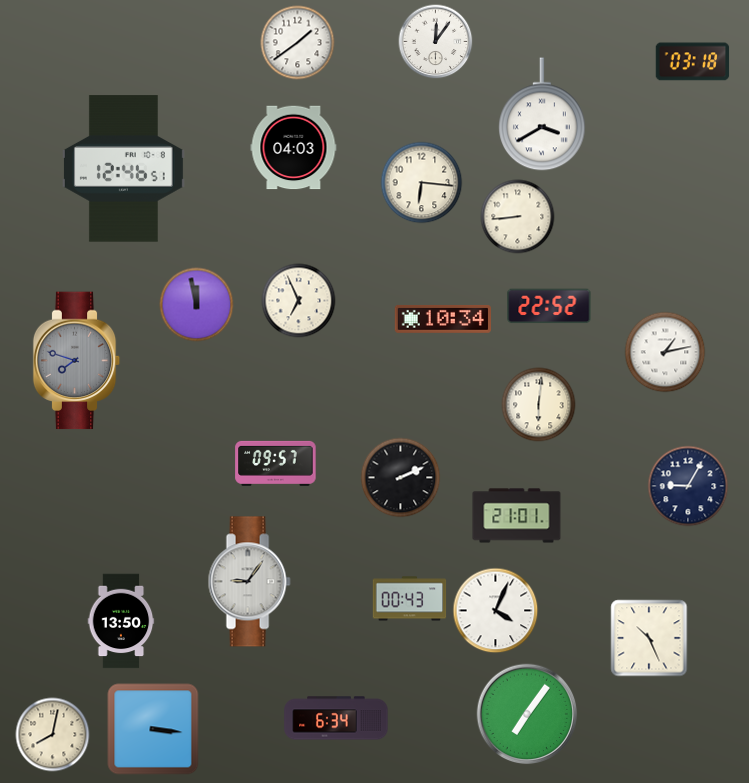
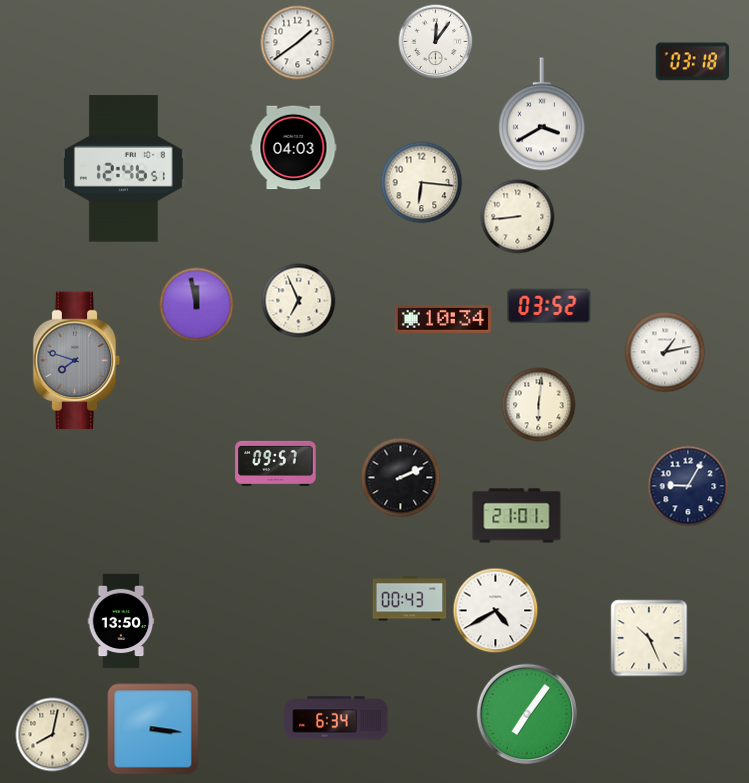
clock at (549, 306): 22:52 -> 03:52
clock at (249, 582): 9:06 -> none
clock at (496, 611): 4:04 -> 4:40
